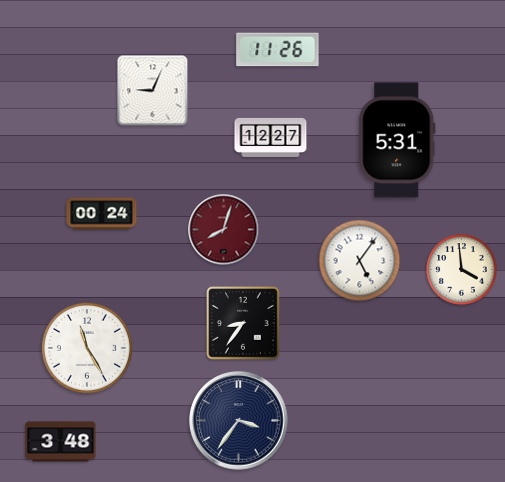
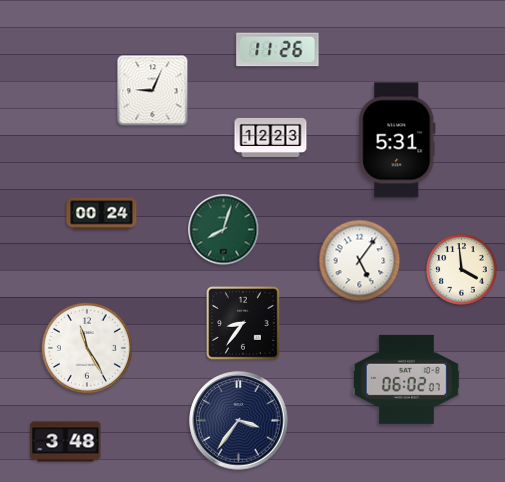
clock at (271, 137): 12:27 -> 12:23
clock at (224, 230) dial: burgundy -> green
clock at (406, 379): none -> 06:02
clock at (61, 442) position: (61, 442) -> (66, 442)
